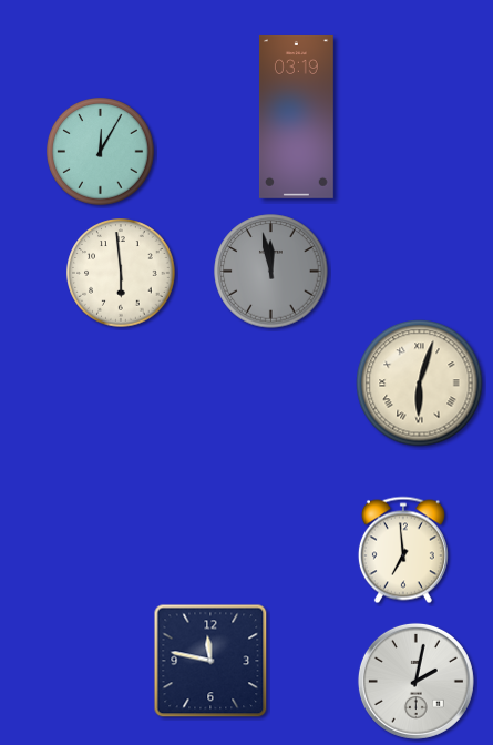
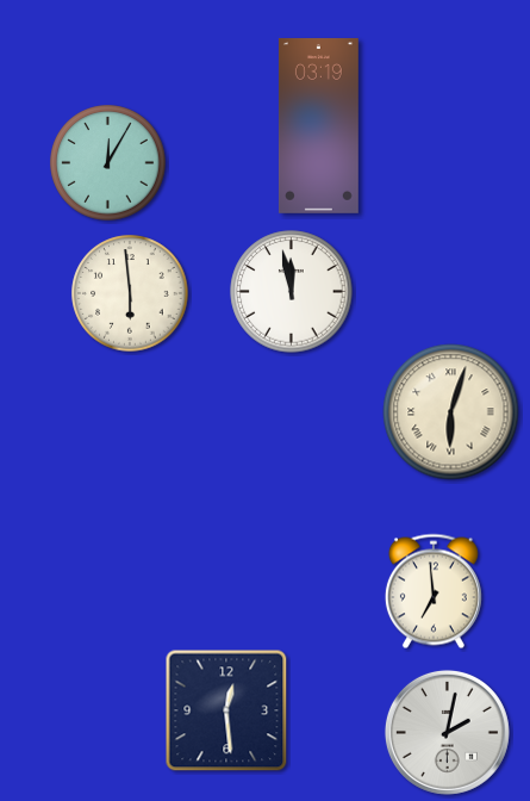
clock at (271, 272) dial: grey -> white
clock at (210, 661): 11:47 -> 12:29
